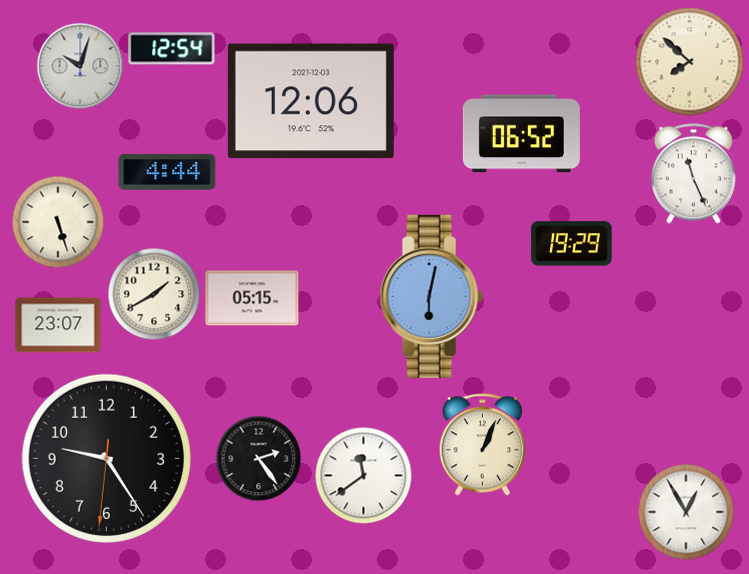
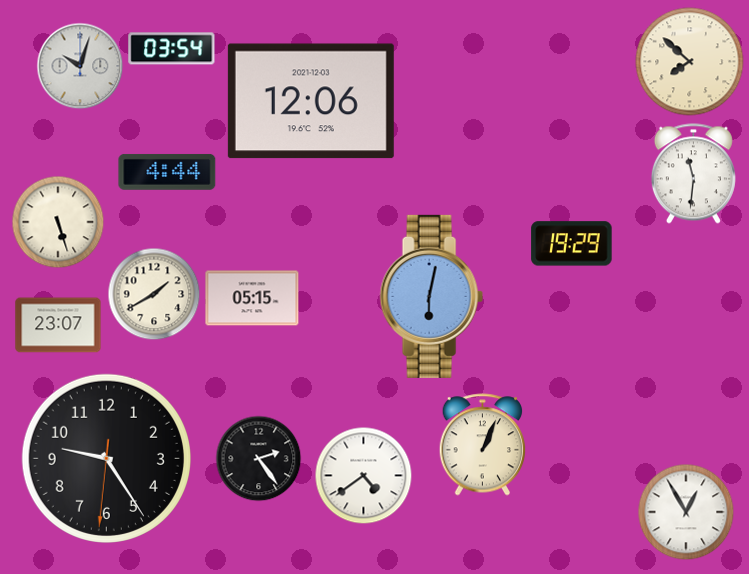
clock at (172, 49): 12:54 -> 03:54
clock at (521, 134): 06:52 -> none
clock at (693, 174): 11:26 -> 11:31
clock at (363, 475): 11:39 -> 4:39
